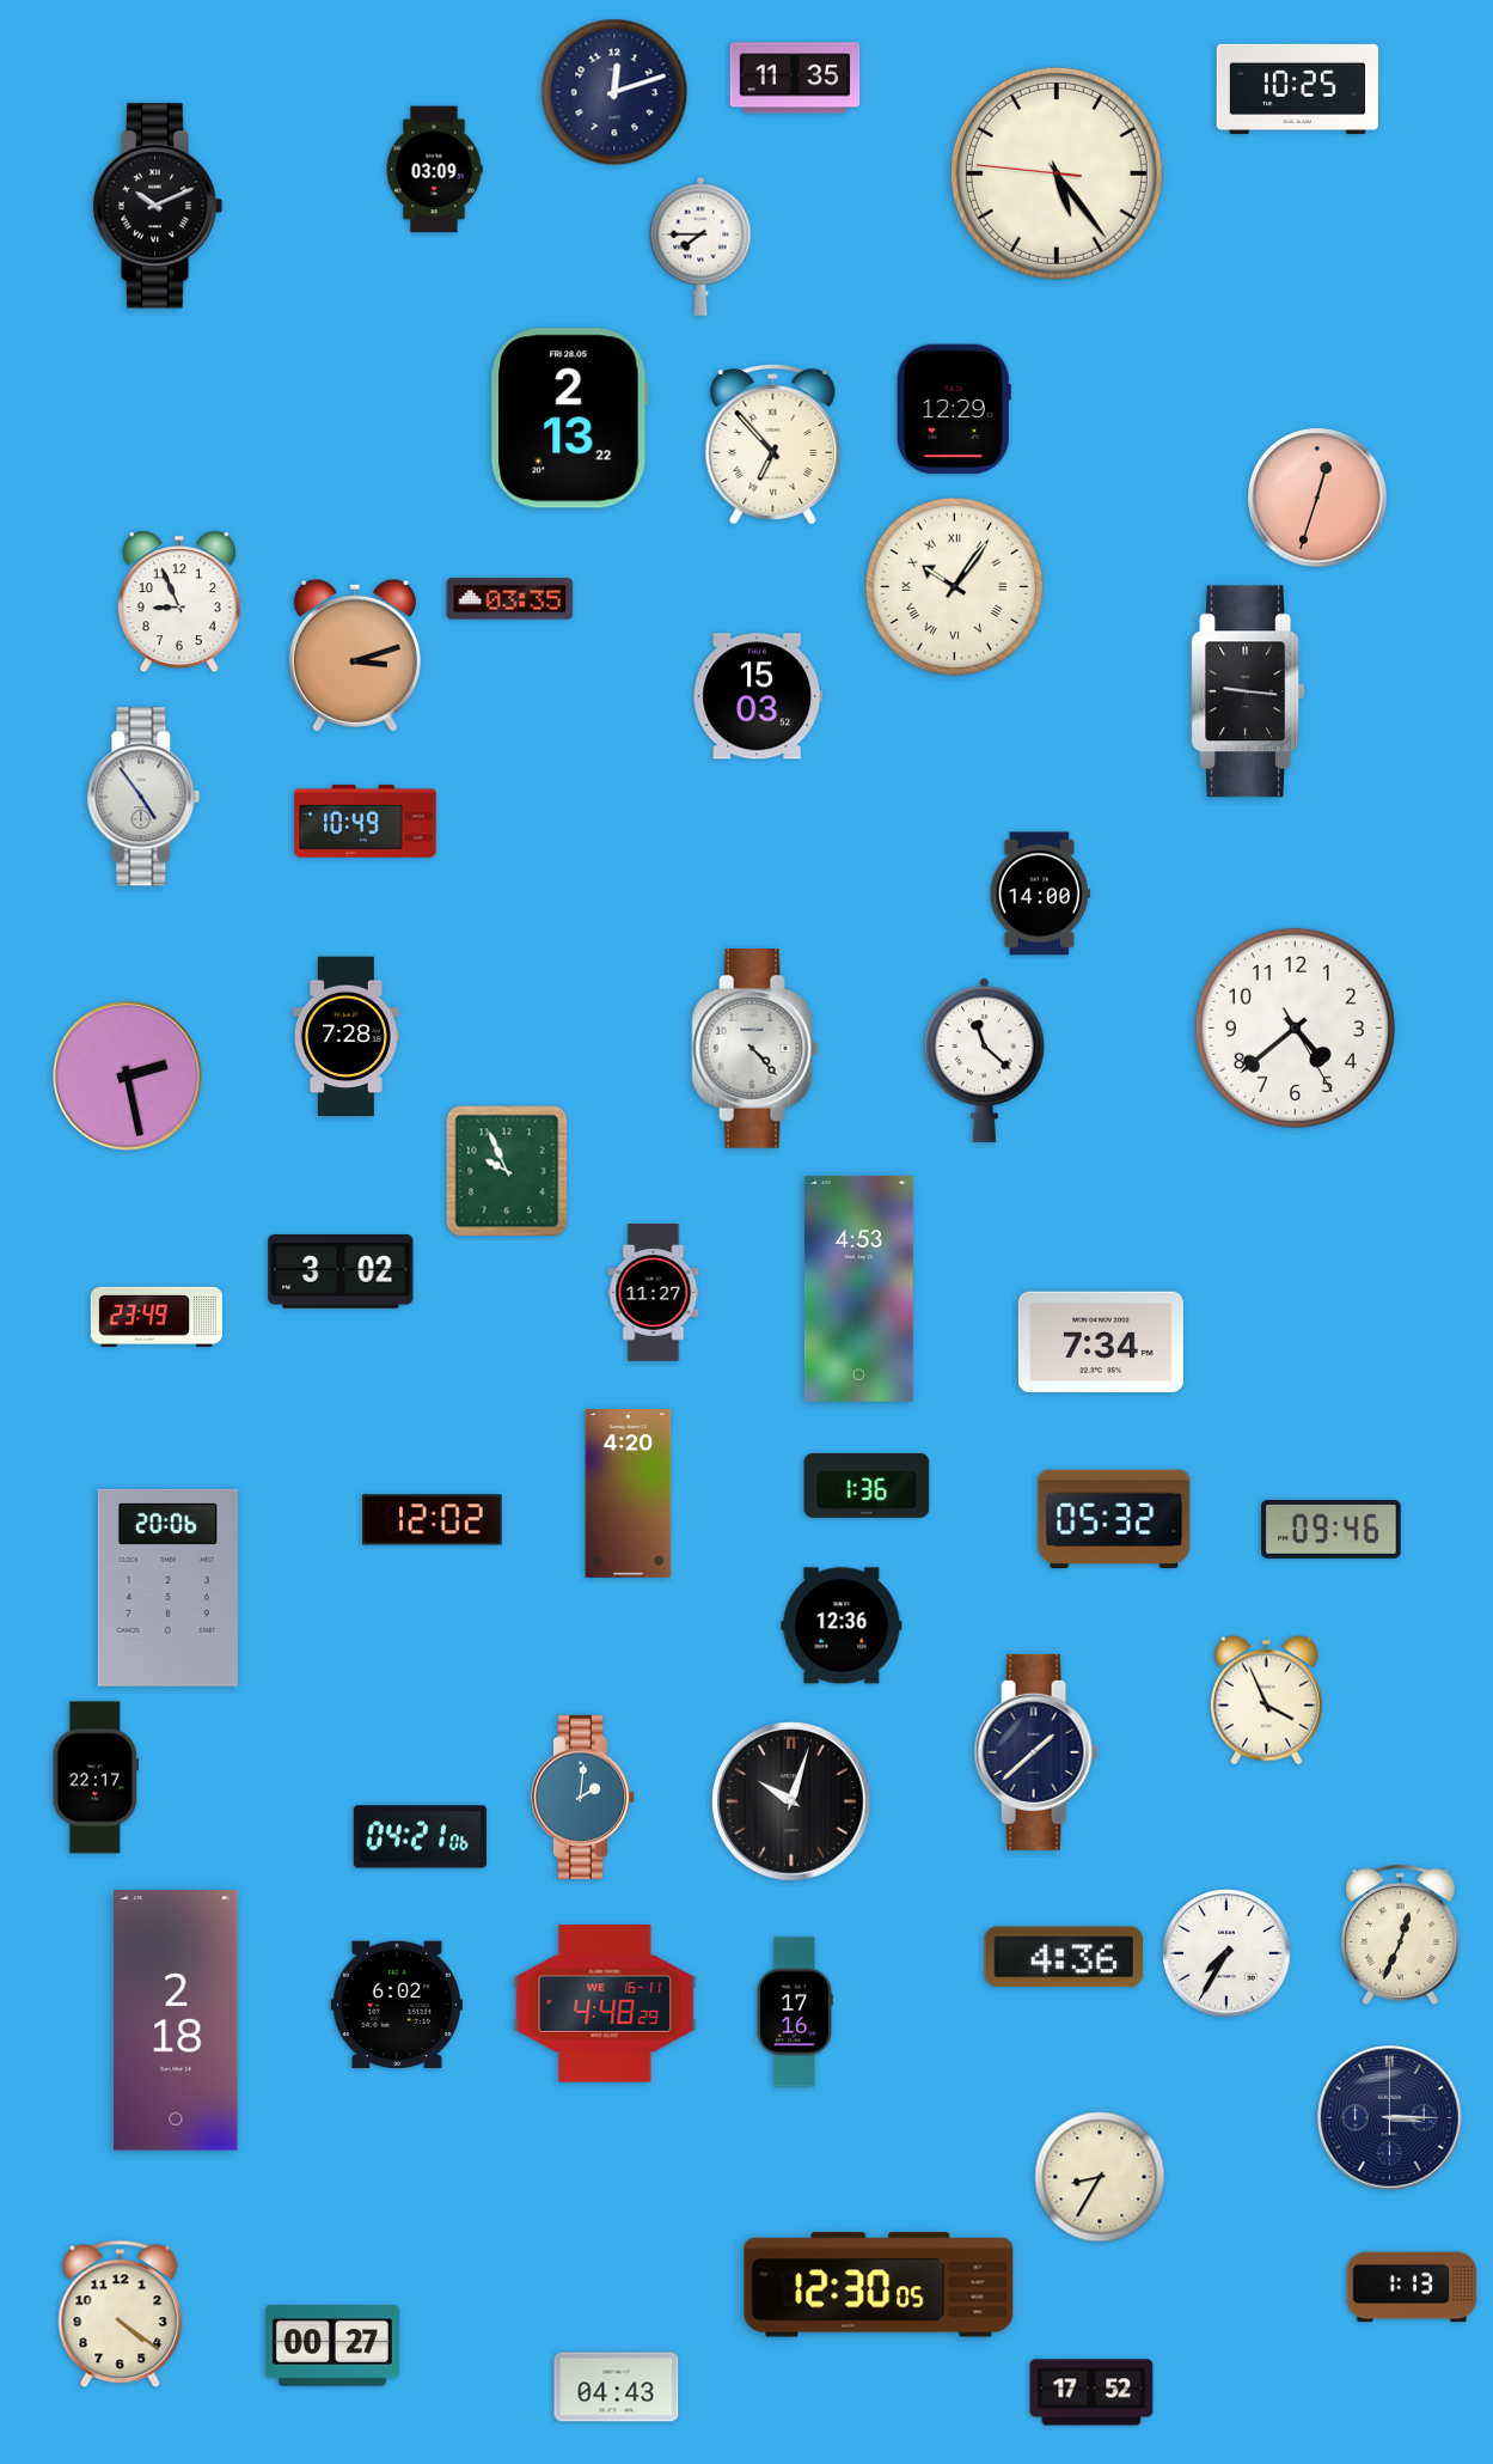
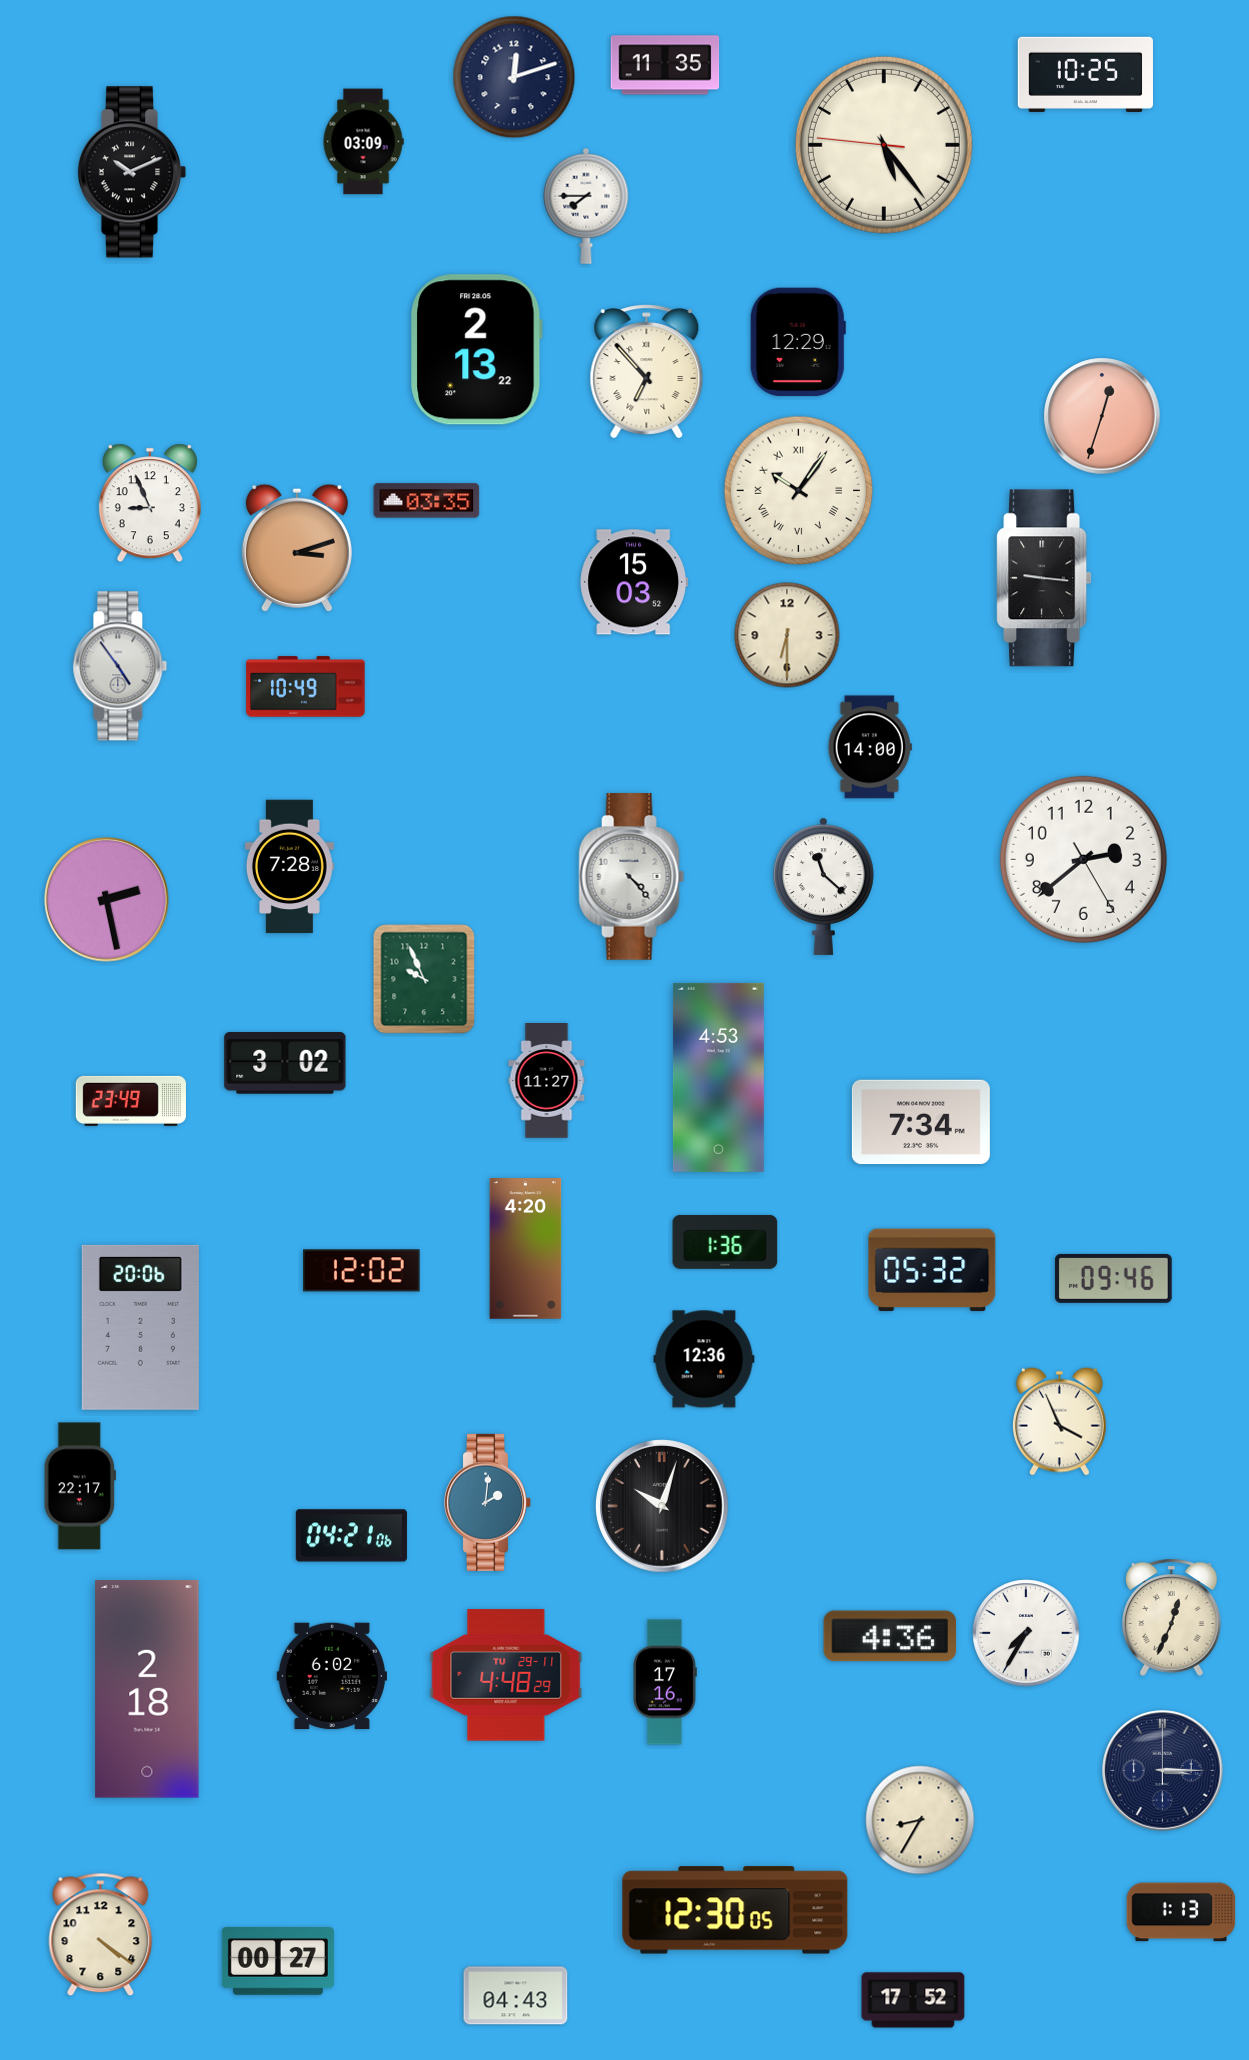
clock at (787, 635): none -> 6:30
clock at (1295, 1027): 4:38 -> 2:38
clock at (1036, 1752): 1:38 -> none
clock at (605, 2003) date: WE 16-11 -> TU 29-11
